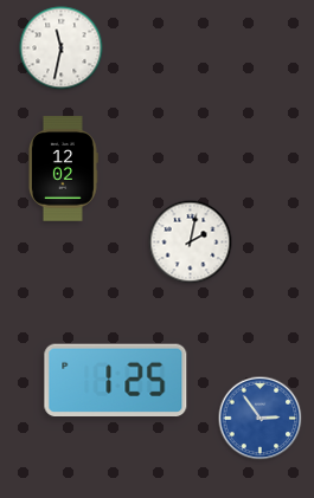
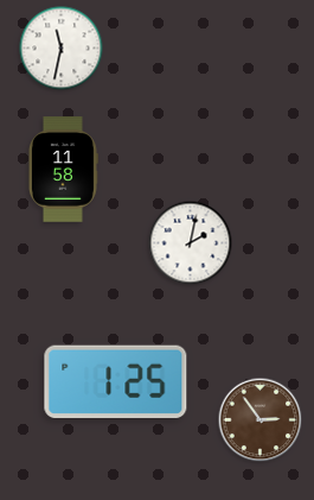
clock at (63, 169): 12:02 -> 11:58
clock at (261, 419) dial: blue -> brown
